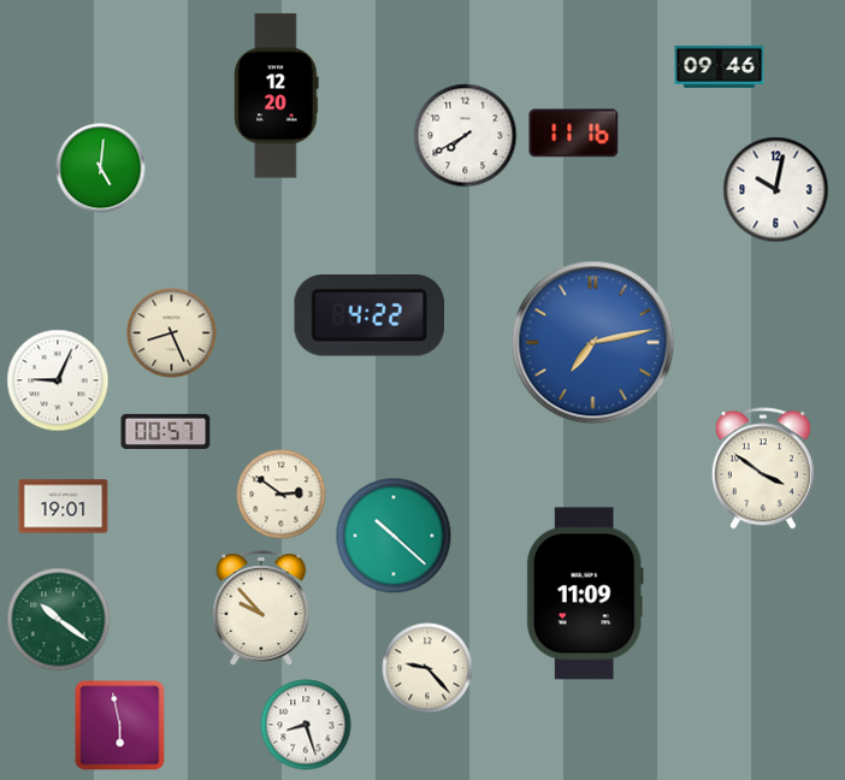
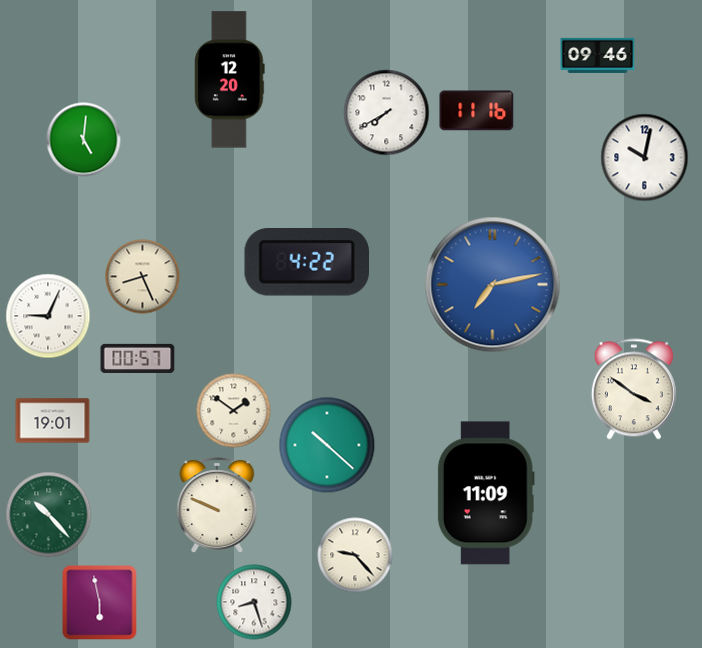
clock at (282, 495): 2:51 -> 1:51
clock at (261, 608): 9:53 -> 9:49
clock at (59, 620): 10:21 -> 10:23
